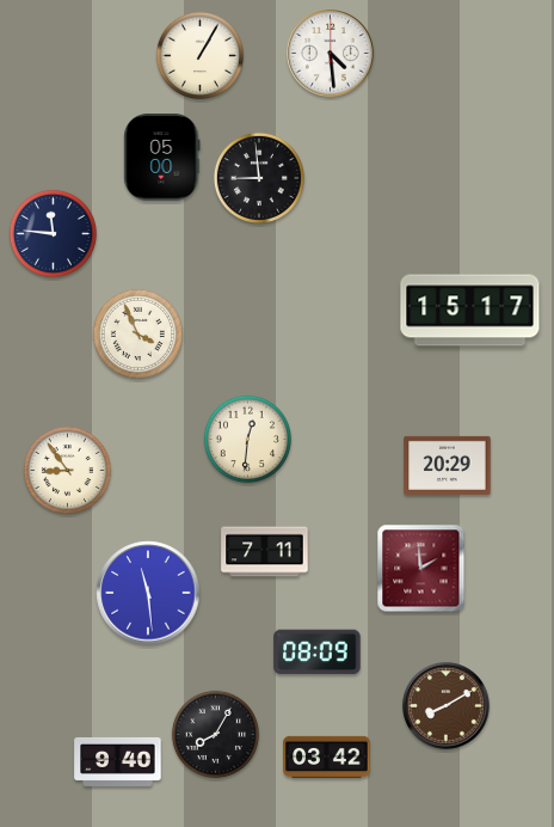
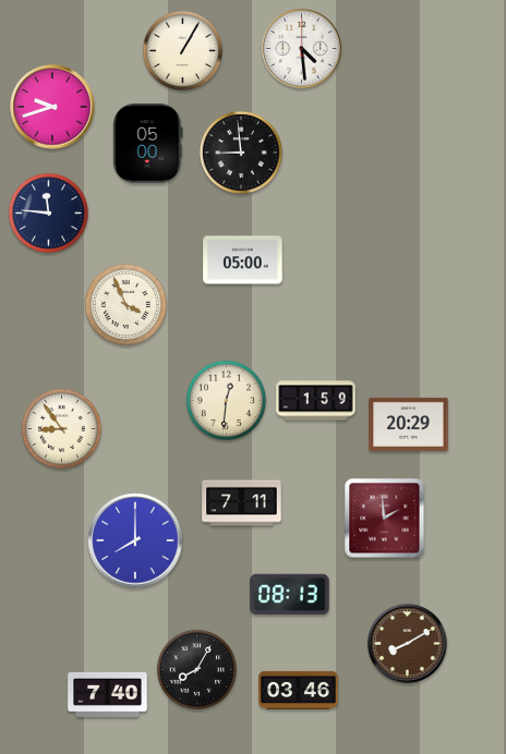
clock at (52, 107): none -> 9:42
clock at (259, 178) position: (259, 178) -> (241, 153)
clock at (243, 260): none -> 05:00
clock at (470, 311): 15:17 -> none
clock at (316, 401): none -> 1:59
clock at (148, 593): 11:29 -> 8:00
clock at (318, 653): 08:09 -> 08:13
clock at (327, 756): 03:42 -> 03:46
clock at (118, 761): 9:40 -> 7:40
